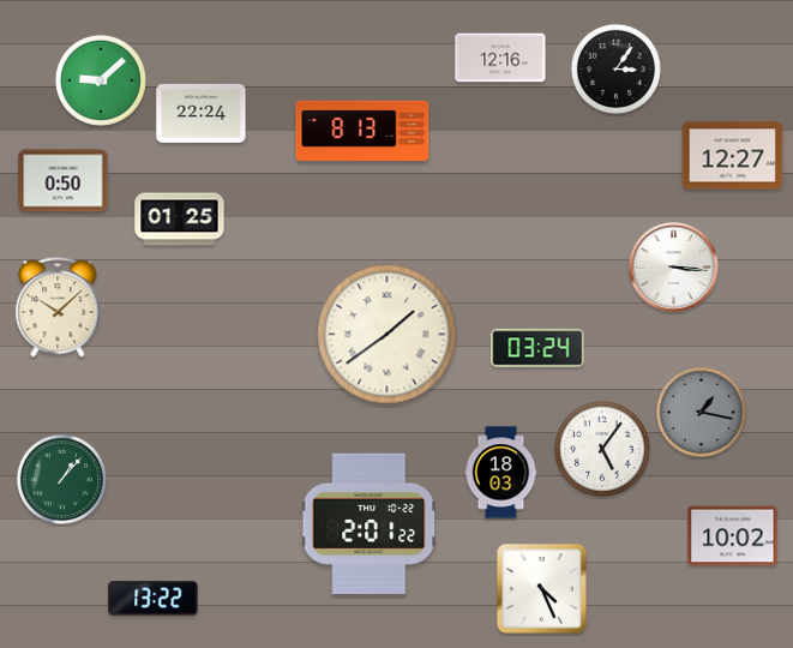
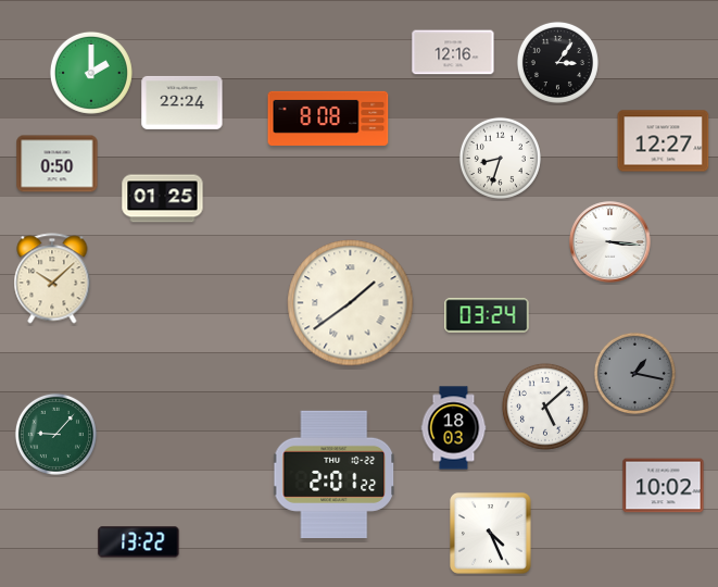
clock at (101, 80): 9:08 -> 2:00
clock at (362, 131): 8:13 -> 8:08
clock at (500, 158): none -> 8:33
clock at (602, 449): 5:06 -> 5:08
clock at (61, 479): 1:07 -> 9:07
